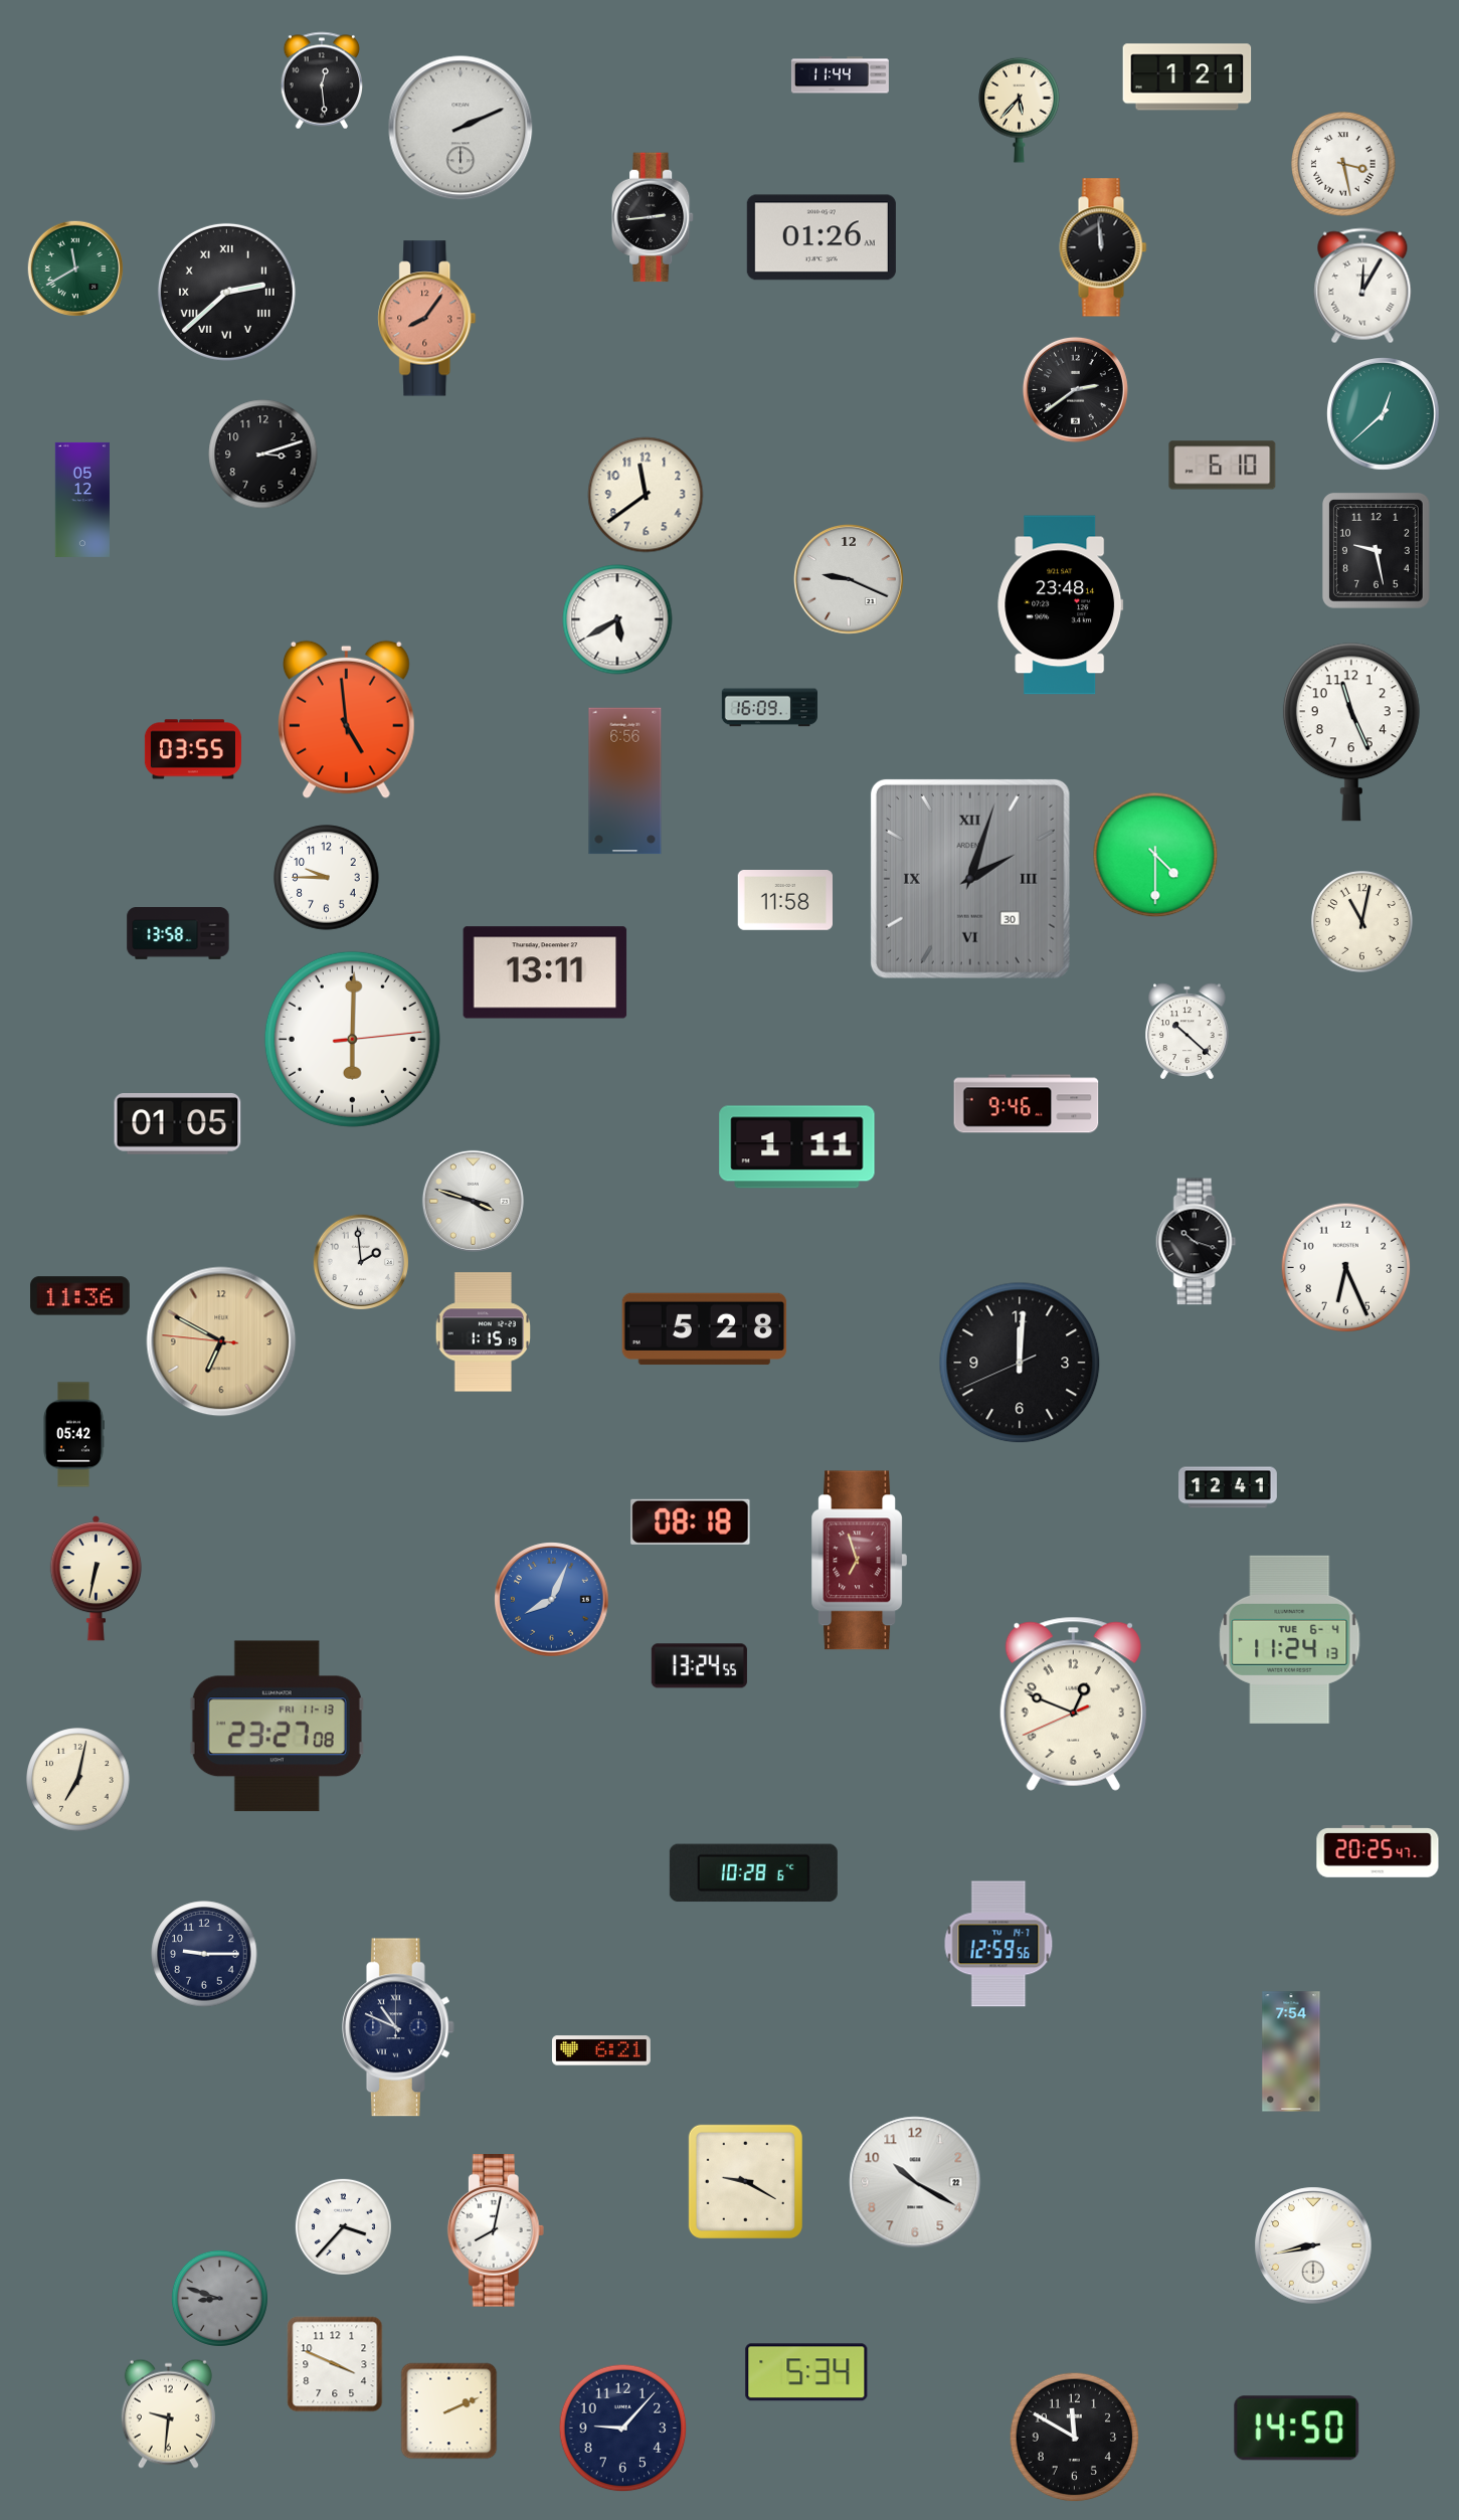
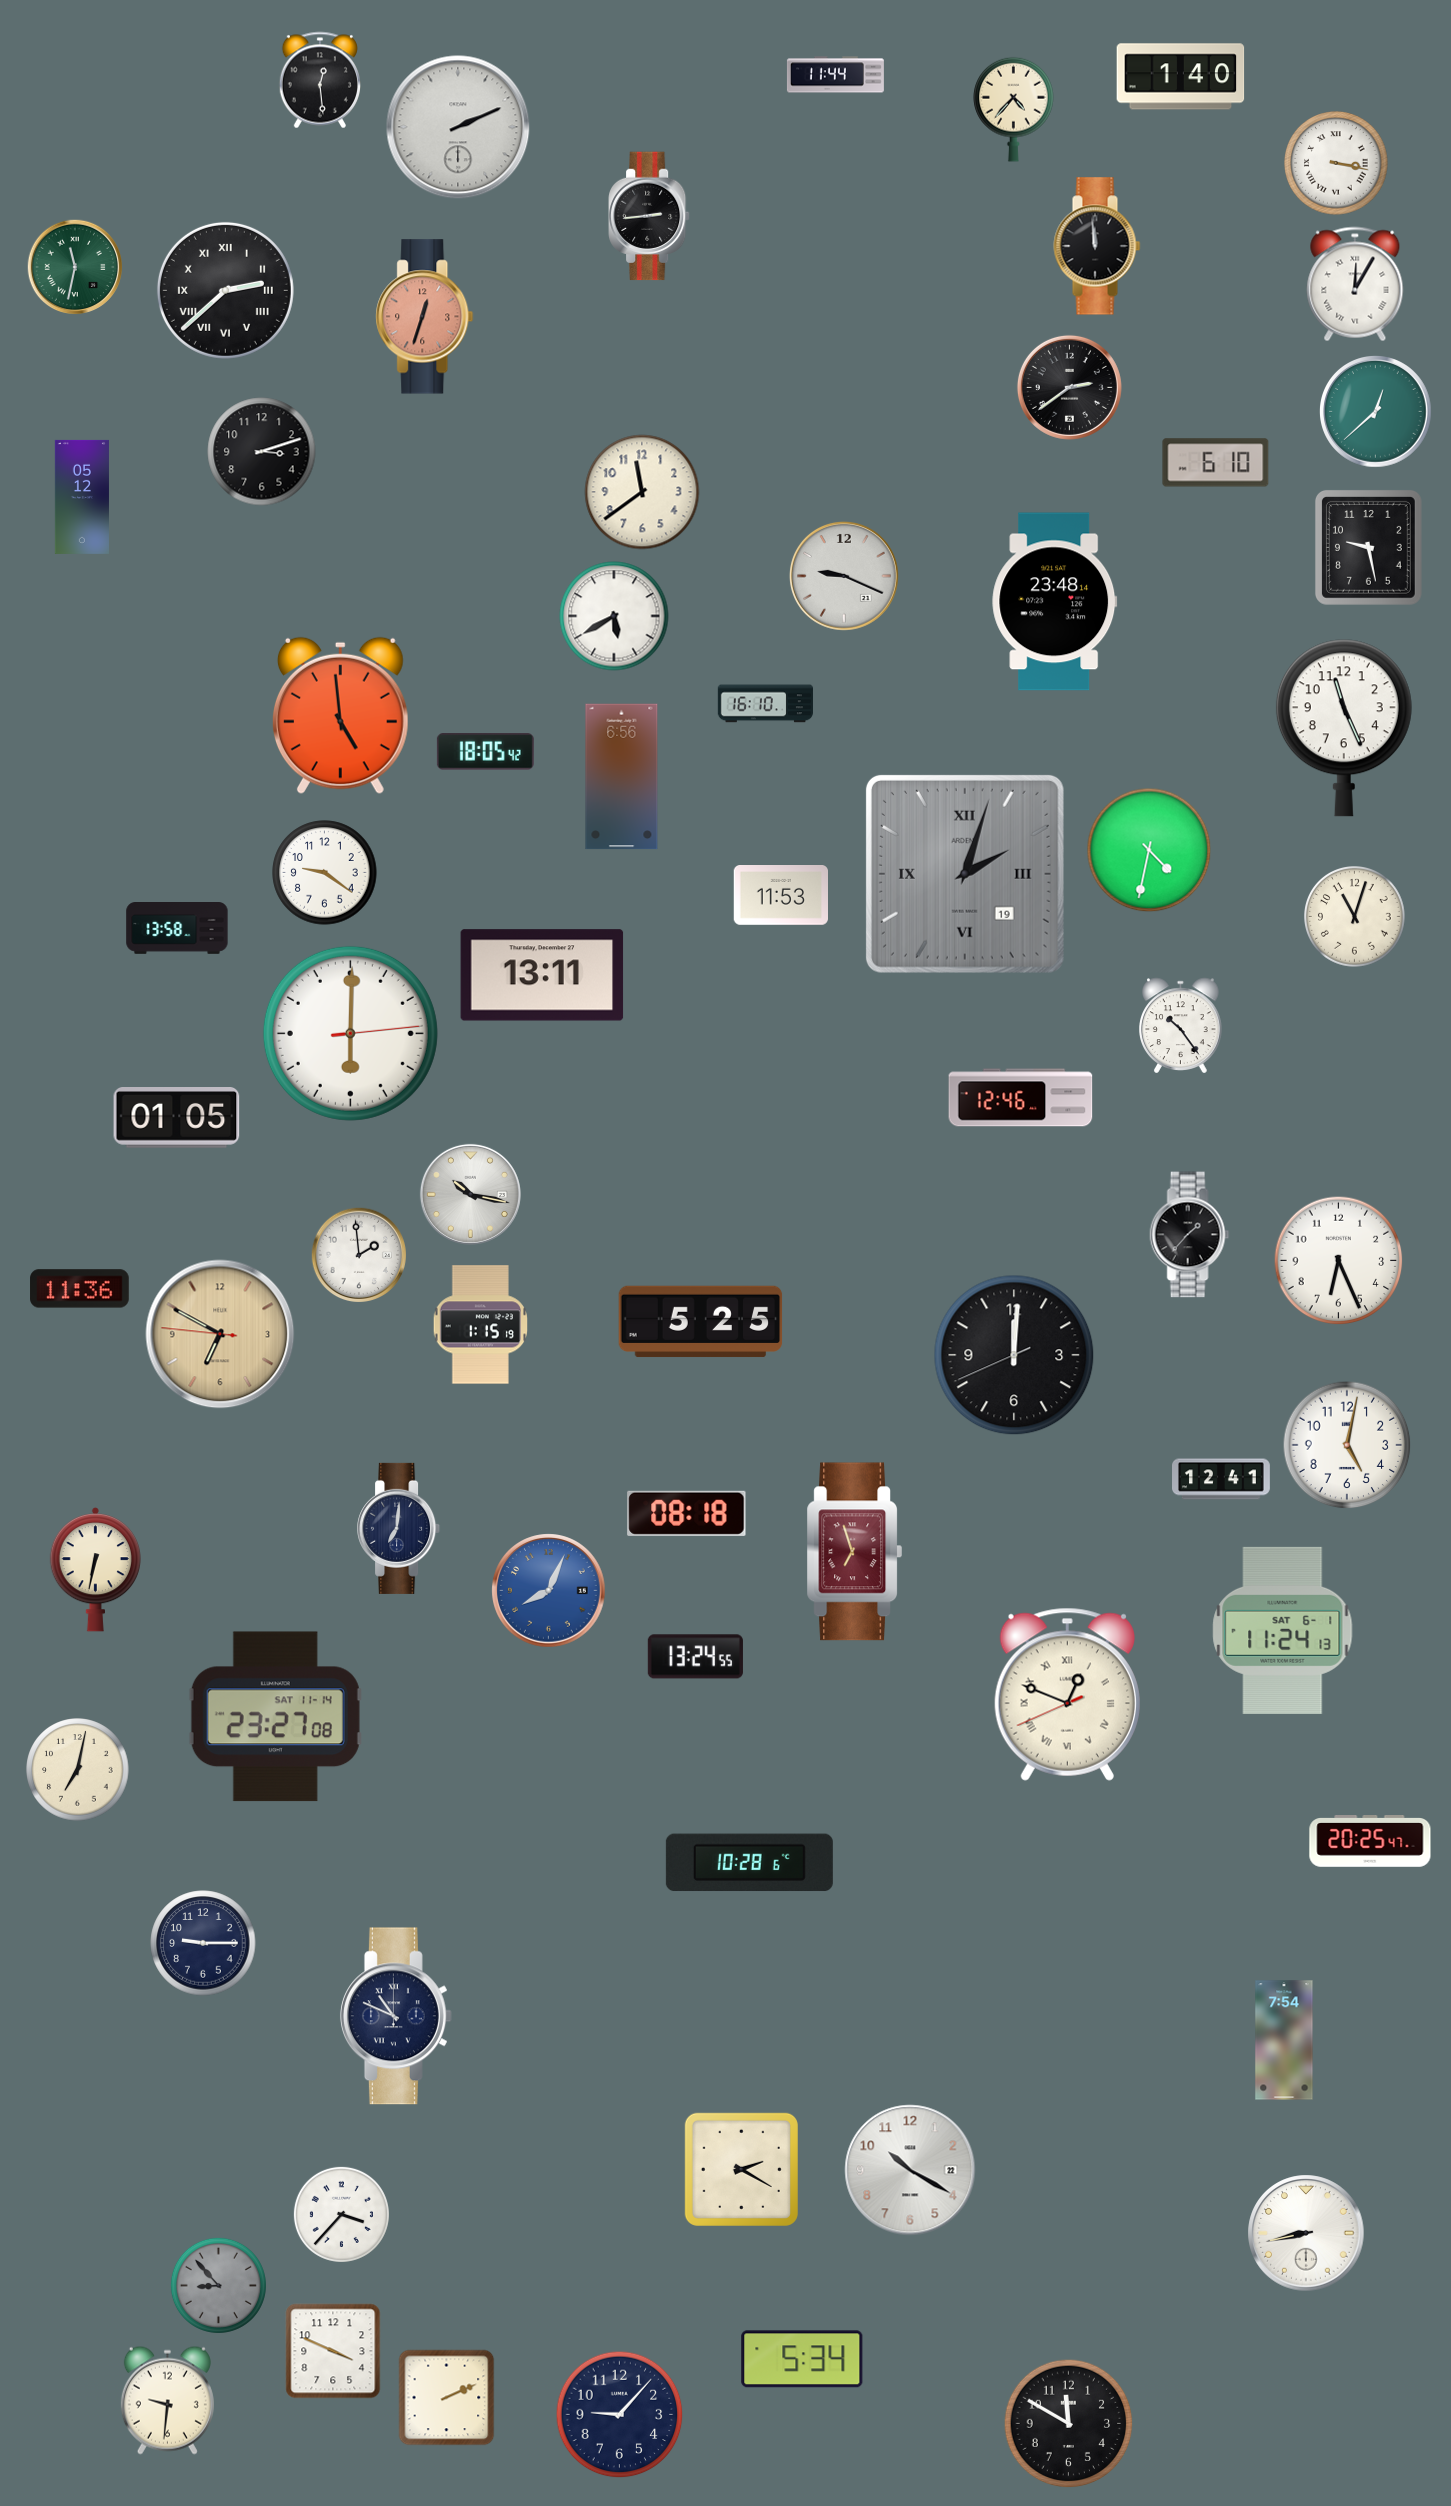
clock at (1188, 77): 1:21 -> 1:40
clock at (1020, 110): 5:37 -> 4:37
clock at (1343, 164): 3:28 -> 3:17
clock at (822, 237): 01:26 -> none
clock at (74, 267): 11:40 -> 11:32
clock at (427, 319): 8:06 -> 12:33
clock at (769, 708): 16:09 -> 16:10
clock at (346, 719) position: (346, 719) -> (340, 715)
clock at (193, 749): 03:55 -> none
clock at (485, 752): none -> 18:05
clock at (1155, 855): 4:30 -> 4:32
clock at (327, 878): 9:45 -> 9:21
clock at (970, 879) date: 30 -> 19
clock at (784, 901): 11:58 -> 11:53
clock at (1362, 922): 11:02 -> 11:03
clock at (545, 972) position: (545, 972) -> (542, 975)
clock at (1188, 1032): 10:22 -> 10:24
clock at (1027, 1104): 9:46 -> 12:46
clock at (797, 1147): 1:11 -> none
clock at (473, 1201): 3:48 -> 10:17
clock at (1197, 1242): 10:18 -> 1:37
clock at (705, 1329): 5:28 -> 5:25
clock at (73, 1435): 05:42 -> none
clock at (1347, 1445): none -> 5:02
clock at (399, 1528): none -> 7:01
clock at (1290, 1639) date: TUE 6-4 -> SAT 6-1
clock at (1073, 1703) numerals: Arabic -> Roman
clock at (277, 1727) date: FRI 11-13 -> SAT 11-14
clock at (998, 1944): 12:59 -> none
clock at (601, 2050): 6:21 -> none
clock at (745, 2181): 9:20 -> 2:20
clock at (496, 2231): 8:02 -> none
clock at (219, 2298): 8:48 -> 8:53
clock at (1297, 2428): 14:50 -> none
